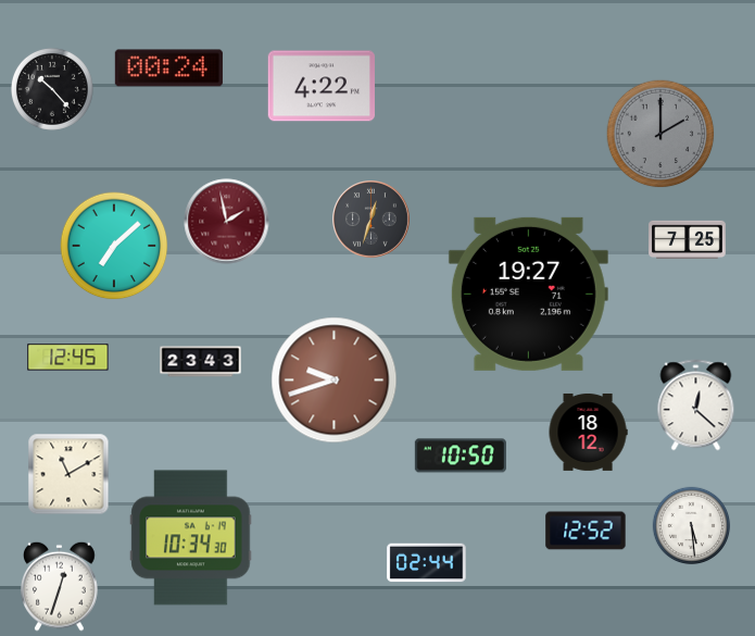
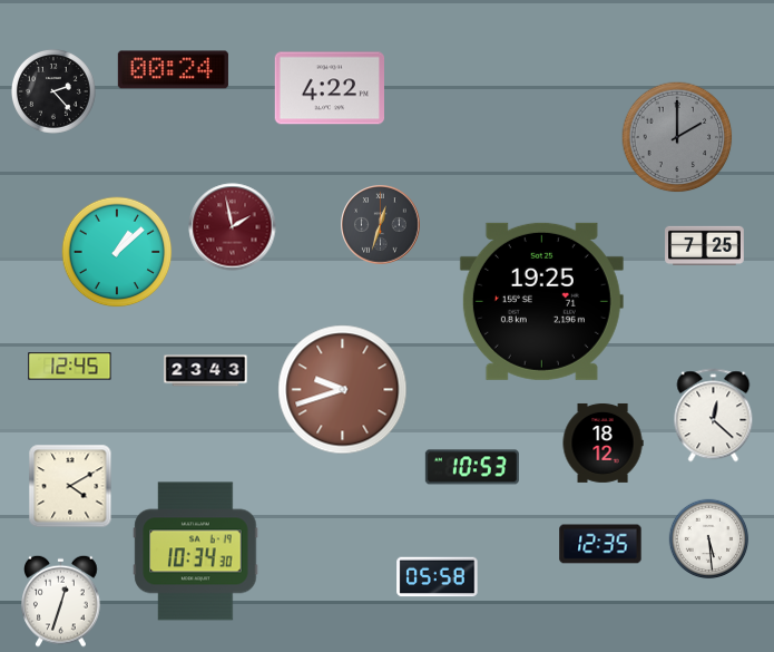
clock at (52, 89): 10:23 -> 2:23
clock at (114, 246): 7:08 -> 1:08
clock at (528, 294): 19:27 -> 19:25
clock at (461, 456): 10:50 -> 10:53
clock at (68, 474): 11:10 -> 4:10
clock at (586, 531): 12:52 -> 12:35
clock at (427, 563): 02:44 -> 05:58
